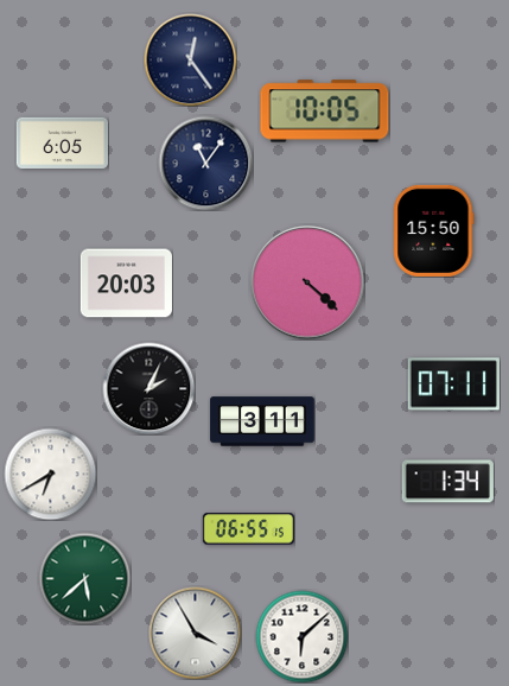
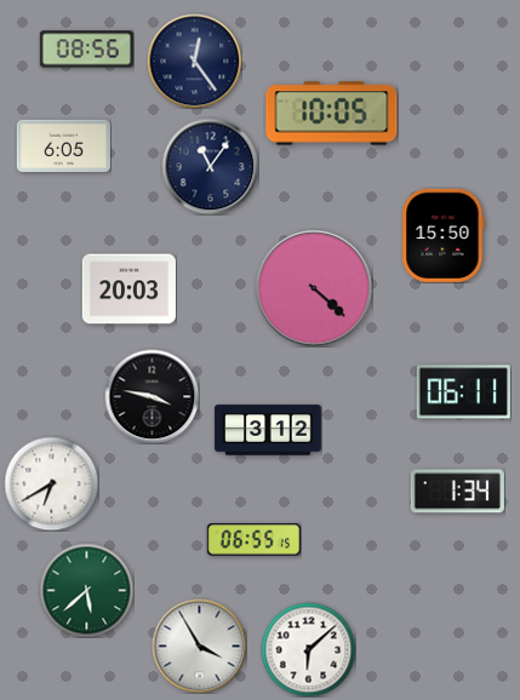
clock at (86, 50): none -> 08:56
clock at (453, 385): 07:11 -> 06:11
clock at (148, 388): 2:04 -> 3:47
clock at (262, 421): 3:11 -> 3:12
